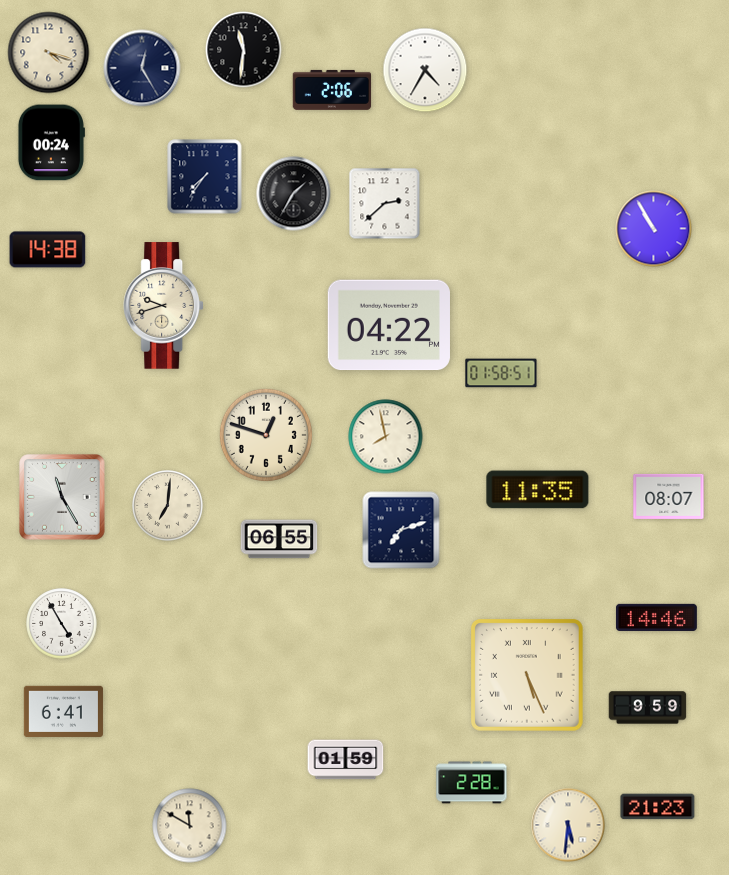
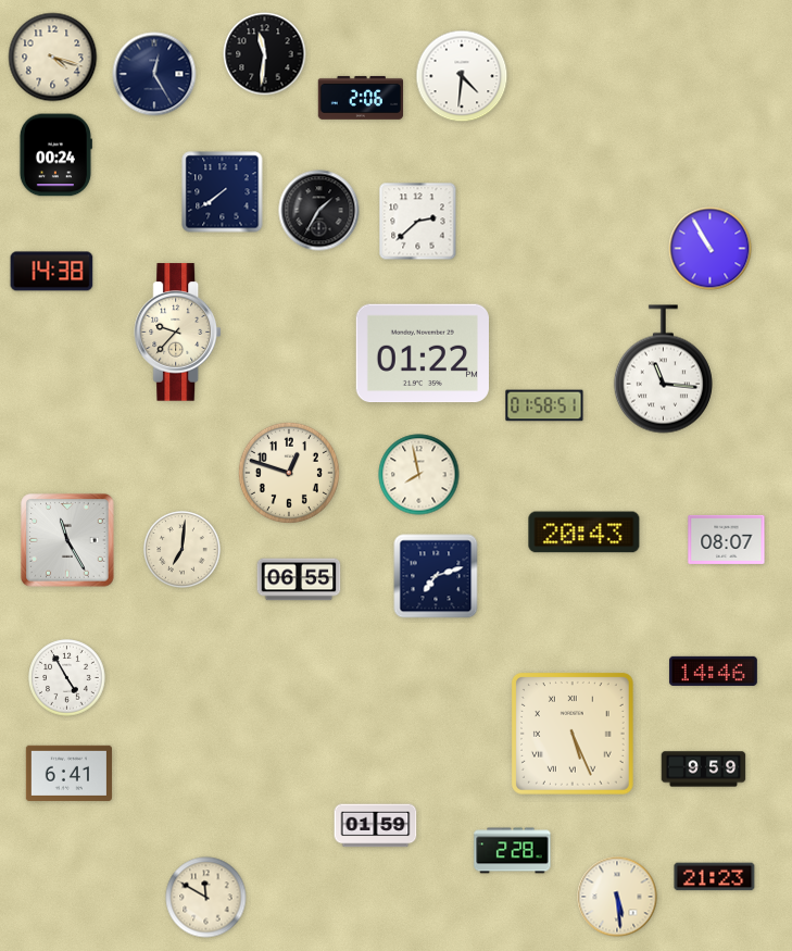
clock at (425, 70): 4:35 -> 4:31
clock at (205, 177): 7:36 -> 7:39
clock at (163, 306): 9:42 -> 9:37
clock at (389, 325): 04:22 -> 01:22
clock at (663, 370): none -> 11:16
clock at (538, 490): 11:35 -> 20:43
clock at (279, 539) position: (279, 539) -> (299, 579)
clock at (568, 825): 5:31 -> 5:29
